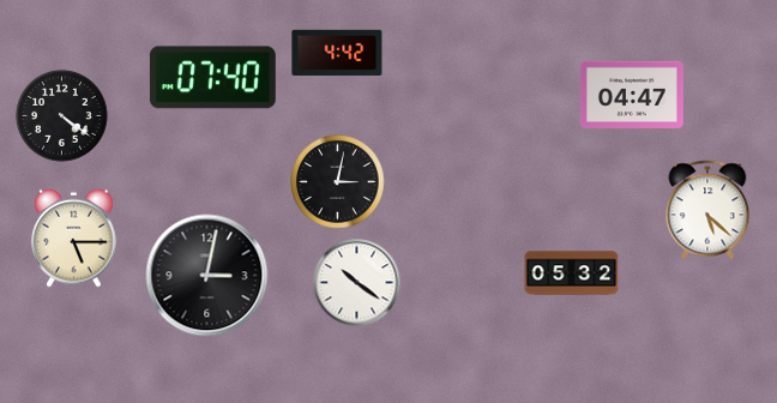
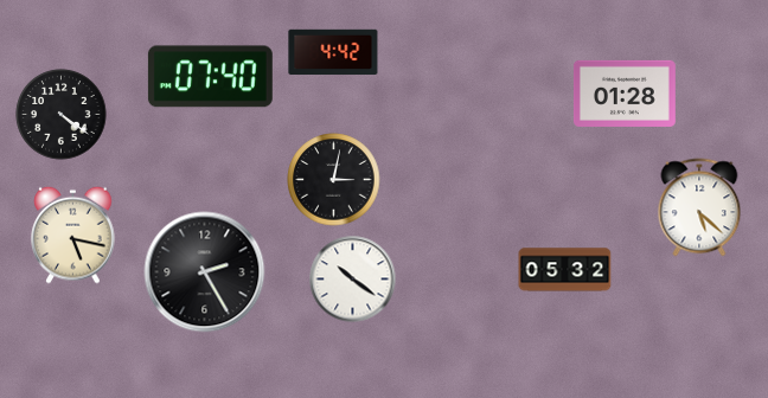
clock at (632, 95): 04:47 -> 01:28
clock at (74, 237): 5:15 -> 5:17
clock at (207, 276): 3:02 -> 2:25
